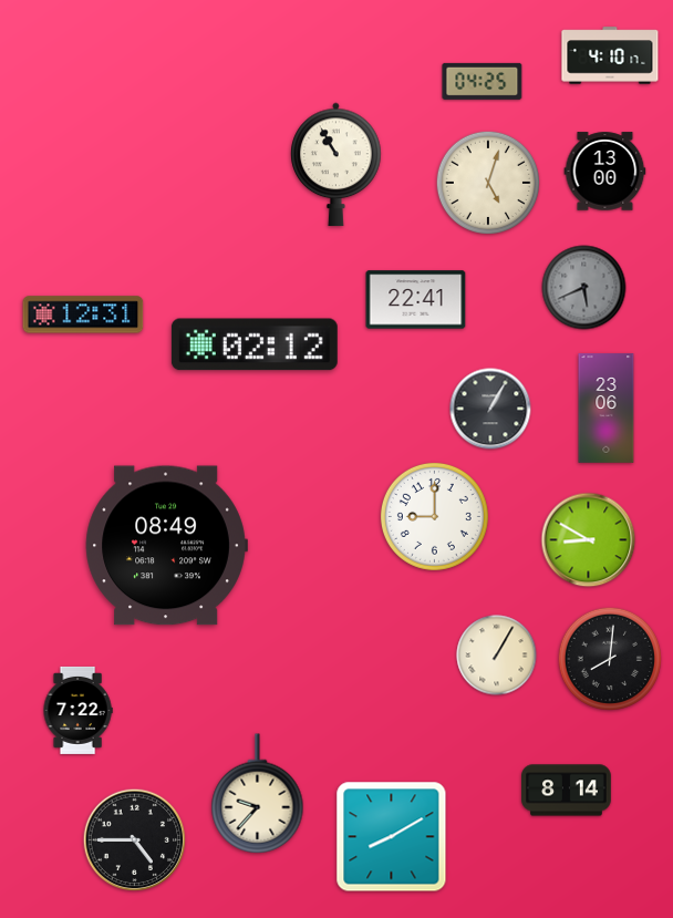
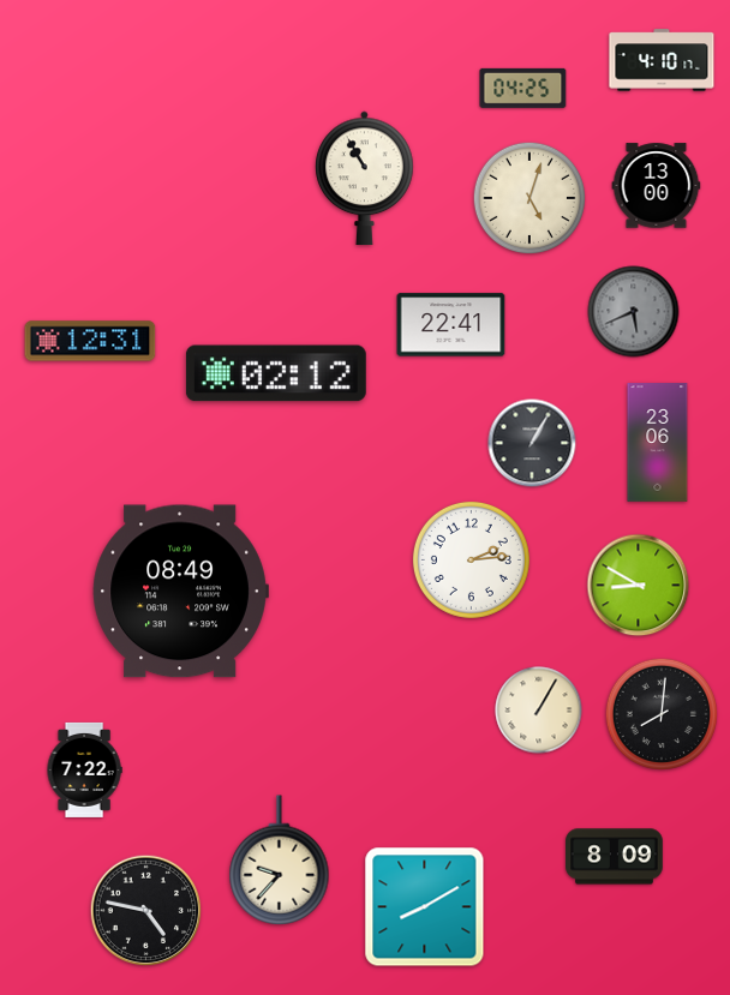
clock at (434, 516): 9:00 -> 2:14
clock at (567, 791): 8:14 -> 8:09
clock at (135, 840): 4:45 -> 4:47
